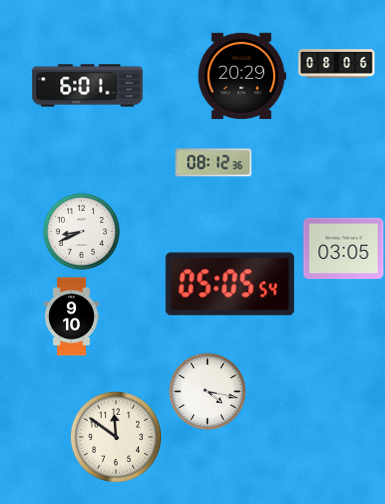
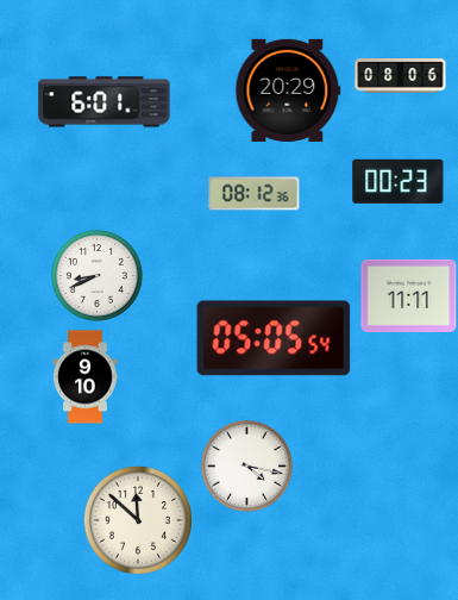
clock at (399, 181): none -> 00:23
clock at (344, 248): 03:05 -> 11:11
clock at (116, 437): 11:51 -> 11:52
